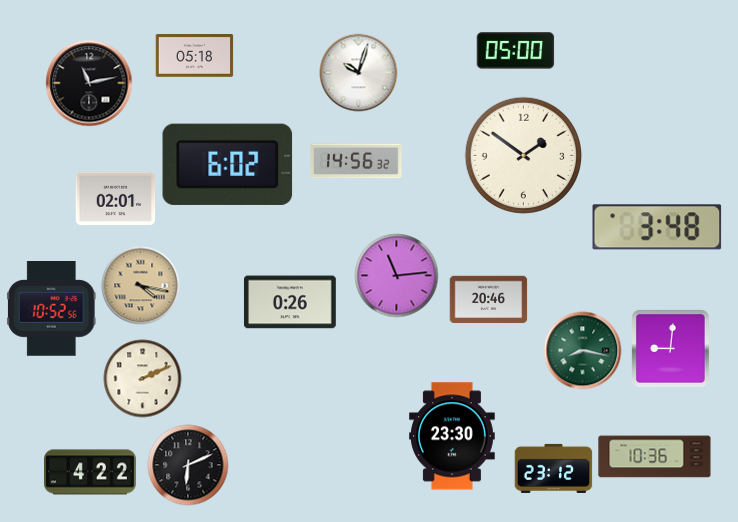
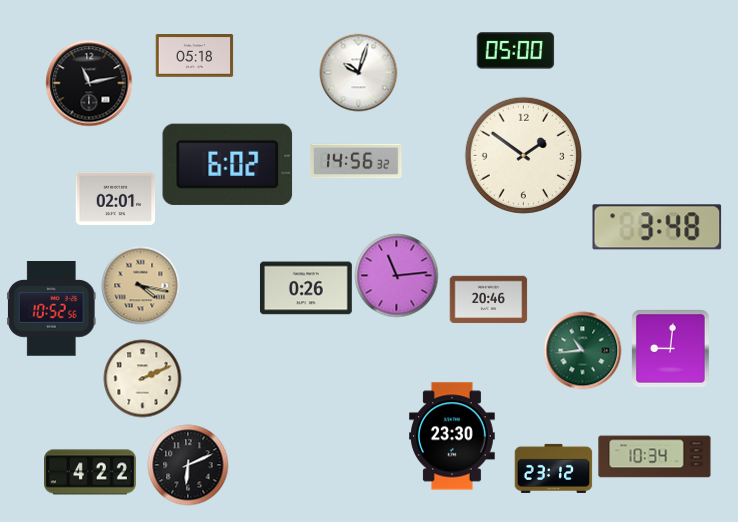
clock at (290, 302) position: (290, 302) -> (306, 288)
clock at (582, 350): 8:17 -> 10:44
clock at (655, 457): 10:36 -> 10:34
